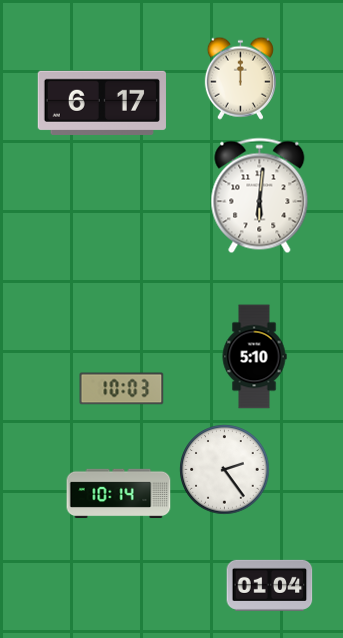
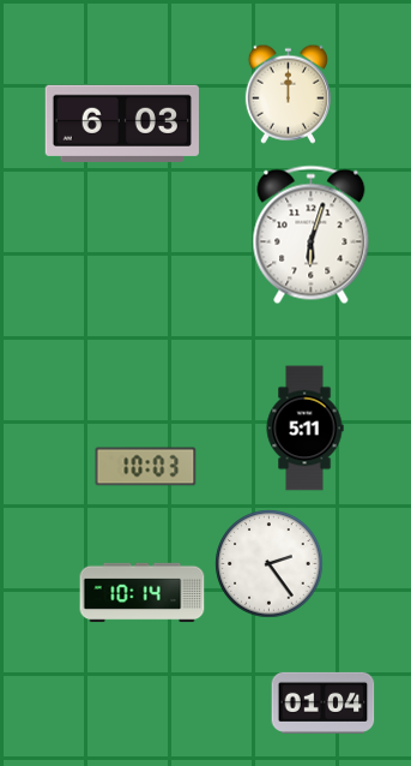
clock at (102, 102): 6:17 -> 6:03
clock at (260, 196): 6:01 -> 6:03
clock at (254, 357): 5:10 -> 5:11
